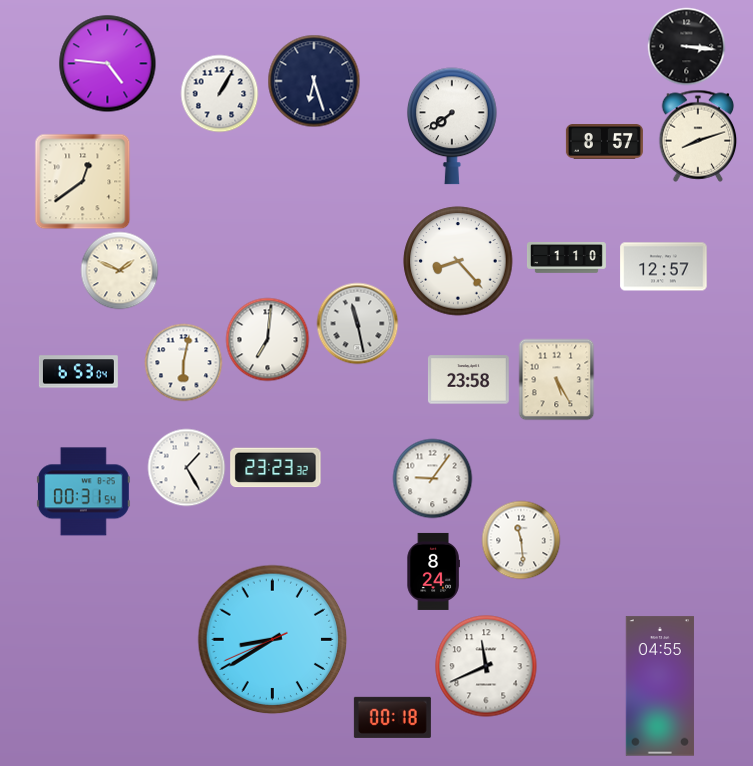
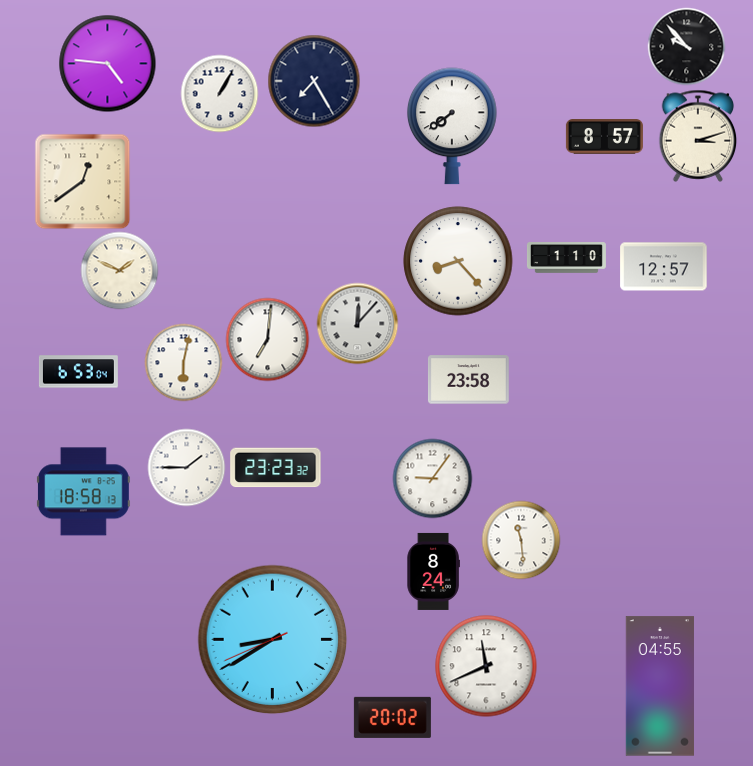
clock at (686, 46): 3:16 -> 9:53
clock at (314, 81): 6:27 -> 7:25
clock at (698, 136): 8:12 -> 3:12
clock at (604, 142) position: (604, 142) -> (604, 137)
clock at (357, 323): 11:28 -> 12:07
clock at (557, 379): 5:25 -> none
clock at (186, 467): 1:25 -> 1:45
clock at (83, 492): 00:31 -> 18:58
clock at (392, 717): 00:18 -> 20:02
